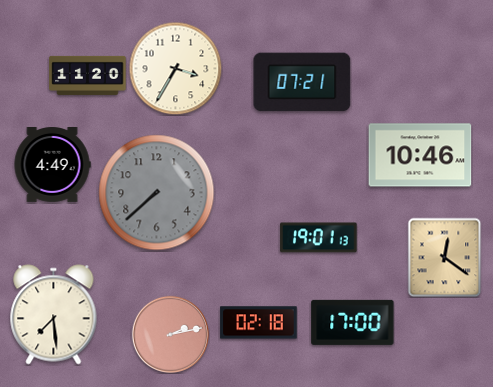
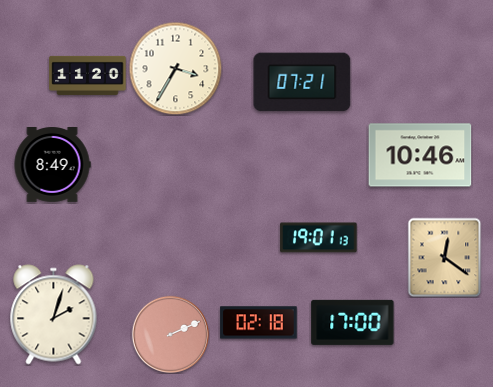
clock at (52, 165): 4:49 -> 8:49
clock at (157, 193): 7:38 -> none
clock at (54, 315): 7:29 -> 2:03
clock at (170, 334): 2:13 -> 2:11
